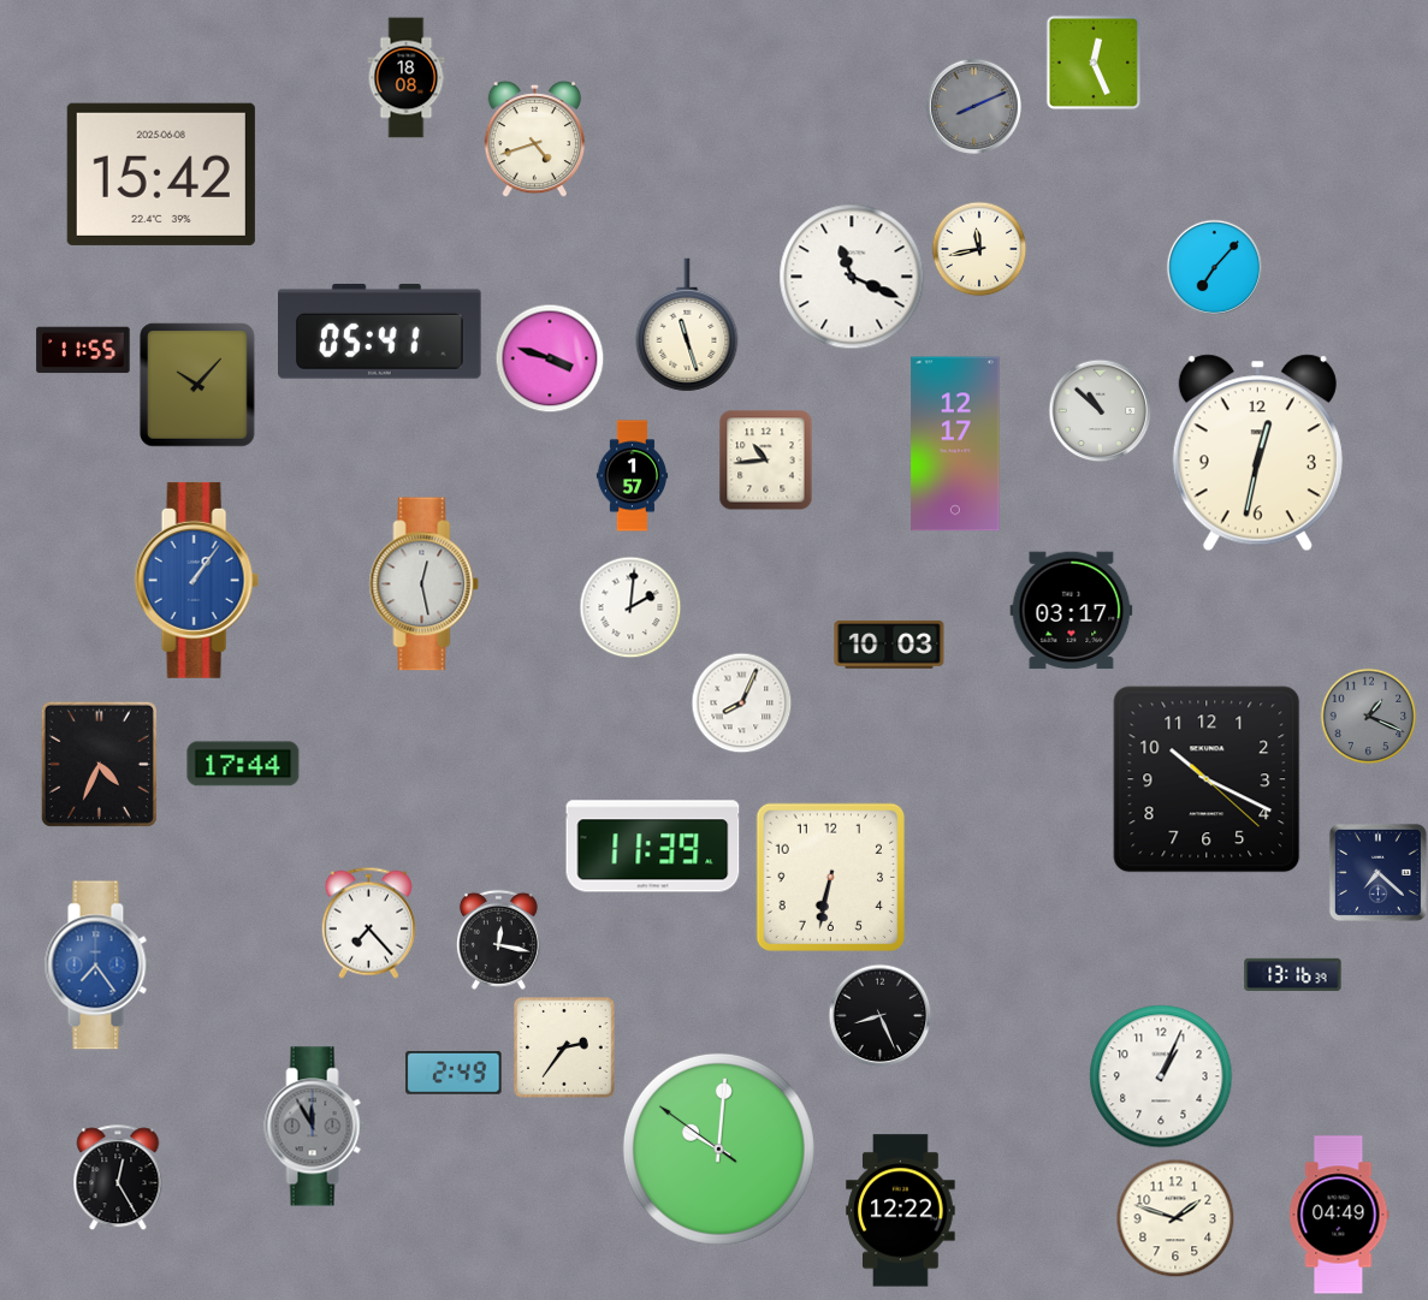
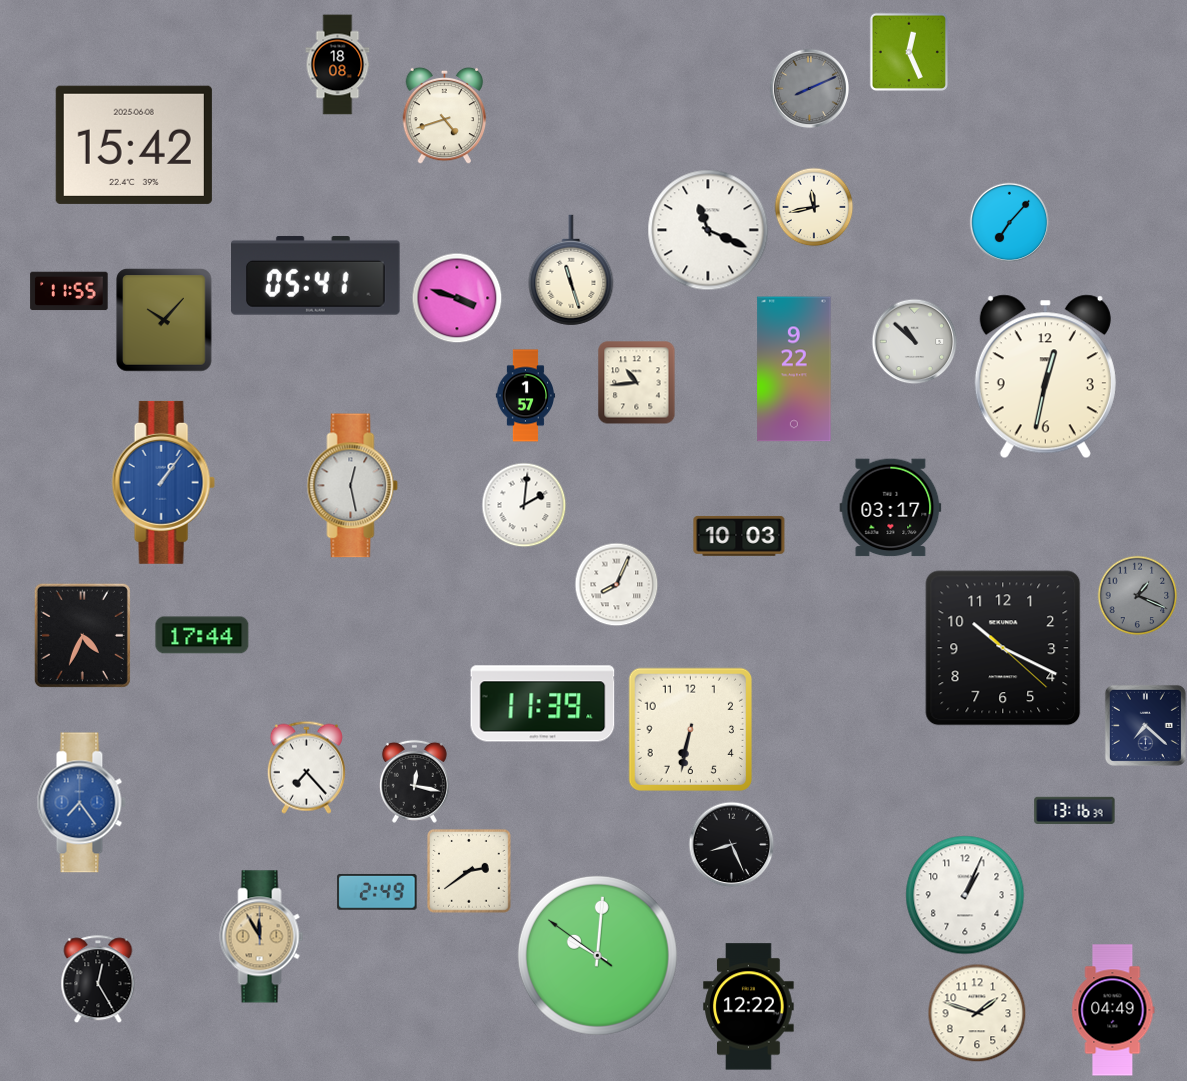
clock at (955, 444): 12:17 -> 9:22
clock at (565, 1049): 2:36 -> 2:39
clock at (315, 1127) dial: grey -> champagne
